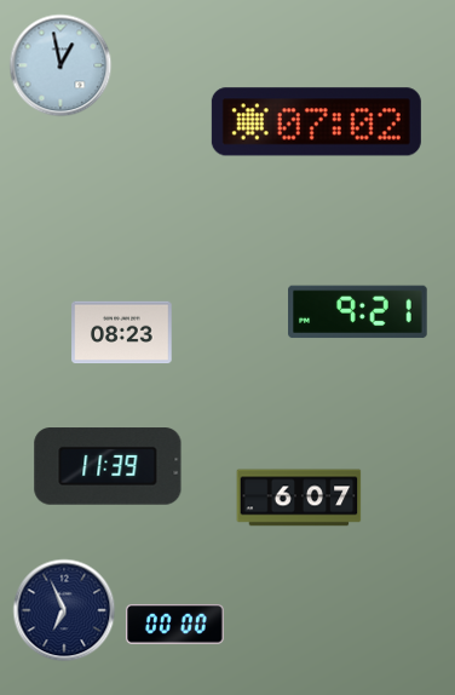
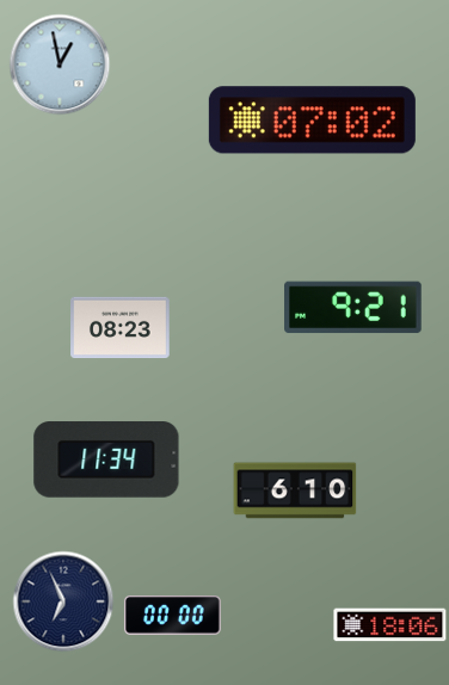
clock at (108, 466): 11:39 -> 11:34
clock at (299, 498): 6:07 -> 6:10
clock at (390, 625): none -> 18:06
